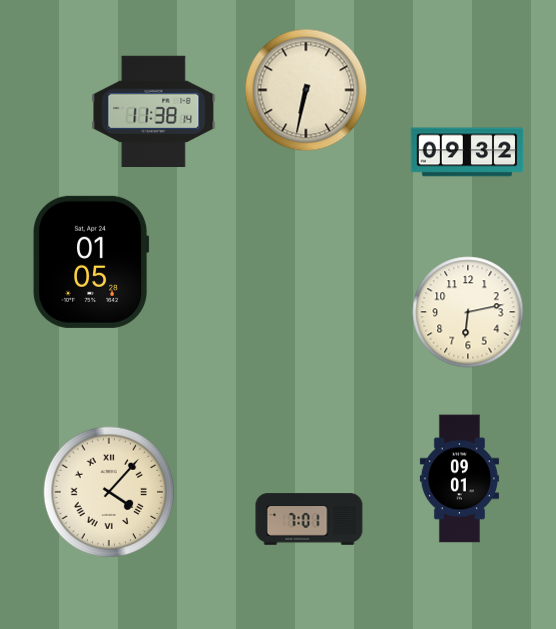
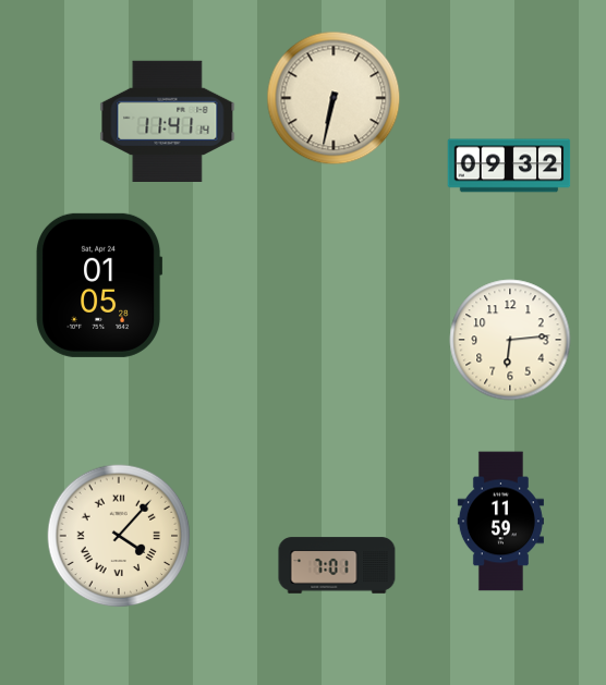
clock at (154, 111): 11:38 -> 11:41
clock at (468, 312): 6:13 -> 6:14
clock at (459, 479): 09:01 -> 11:59
